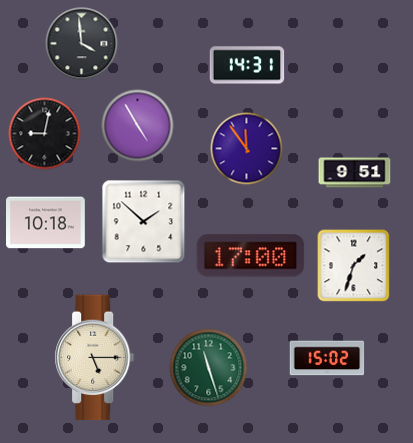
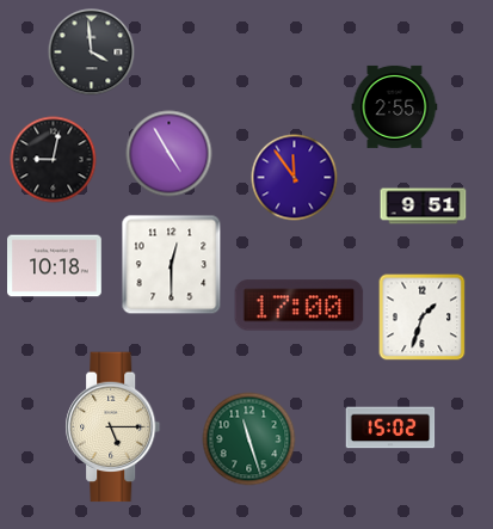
clock at (82, 44) position: (82, 44) -> (92, 53)
clock at (247, 65): 14:31 -> none
clock at (395, 106): none -> 2:55
clock at (138, 126) position: (138, 126) -> (170, 154)
clock at (144, 222): 1:52 -> 12:30
